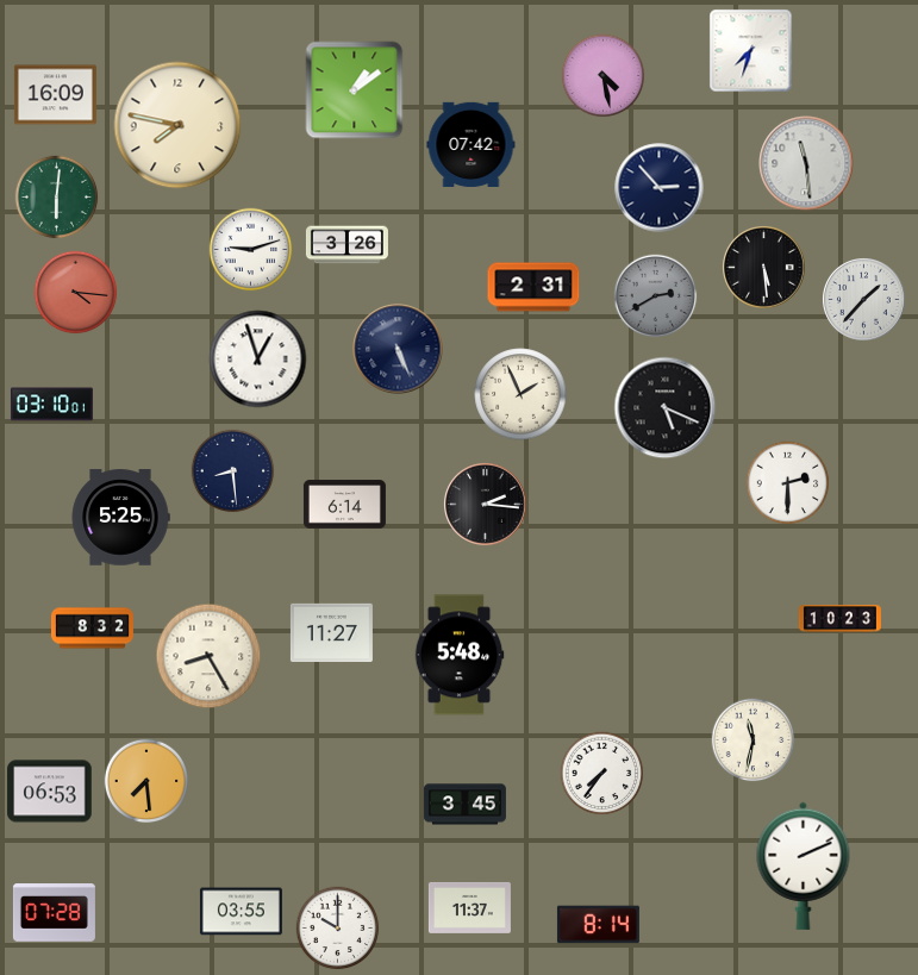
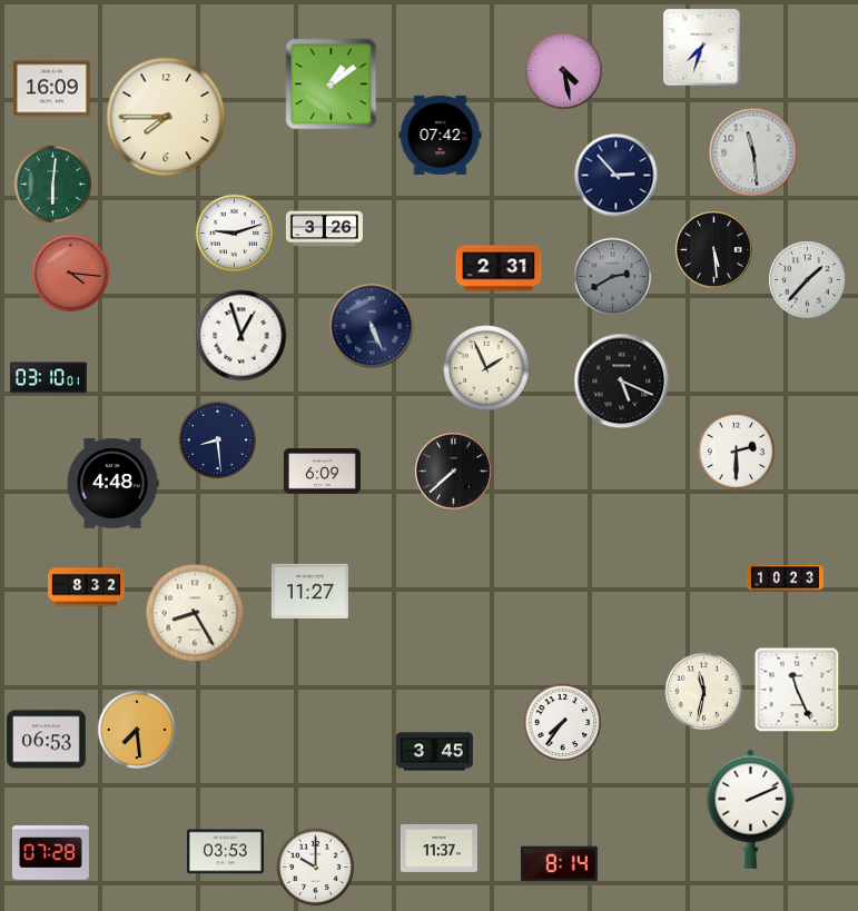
clock at (177, 125): 7:47 -> 7:45
clock at (344, 505): 6:14 -> 6:09
clock at (486, 505): 2:16 -> 7:38
clock at (120, 518): 5:25 -> 4:48
clock at (460, 655): 5:48 -> none
clock at (797, 690): none -> 11:26
clock at (241, 912): 03:55 -> 03:53
